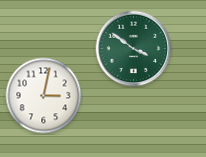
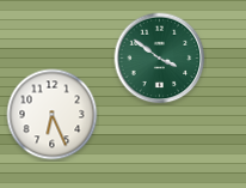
clock at (44, 96): 3:02 -> 6:26
